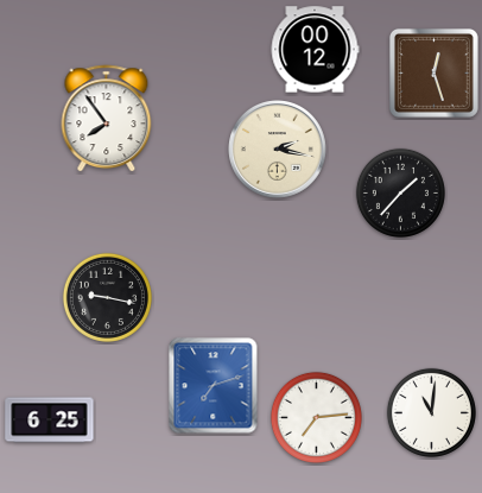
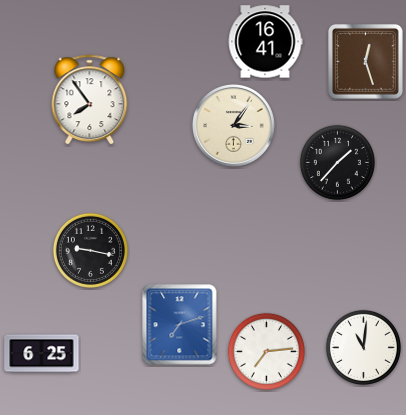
clock at (315, 50): 00:12 -> 16:41
clock at (278, 150): 2:17 -> 3:06
